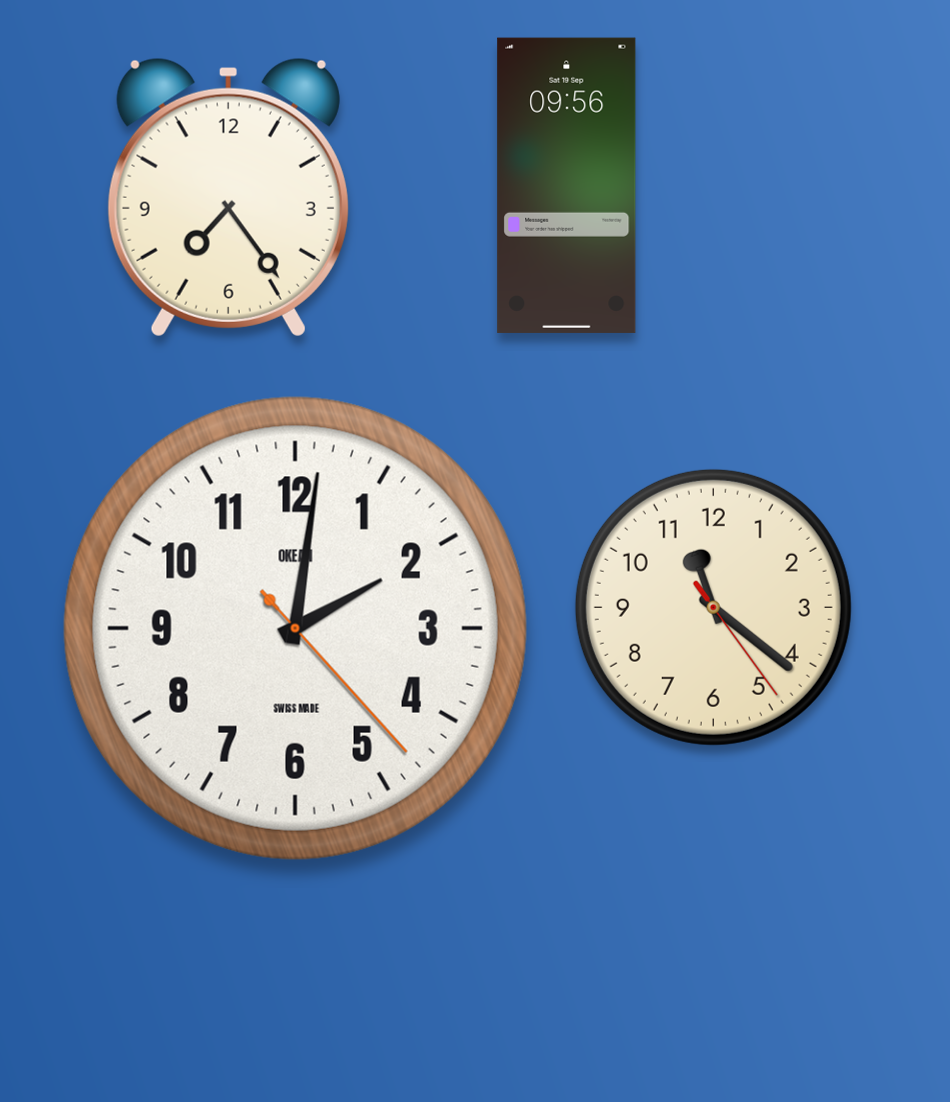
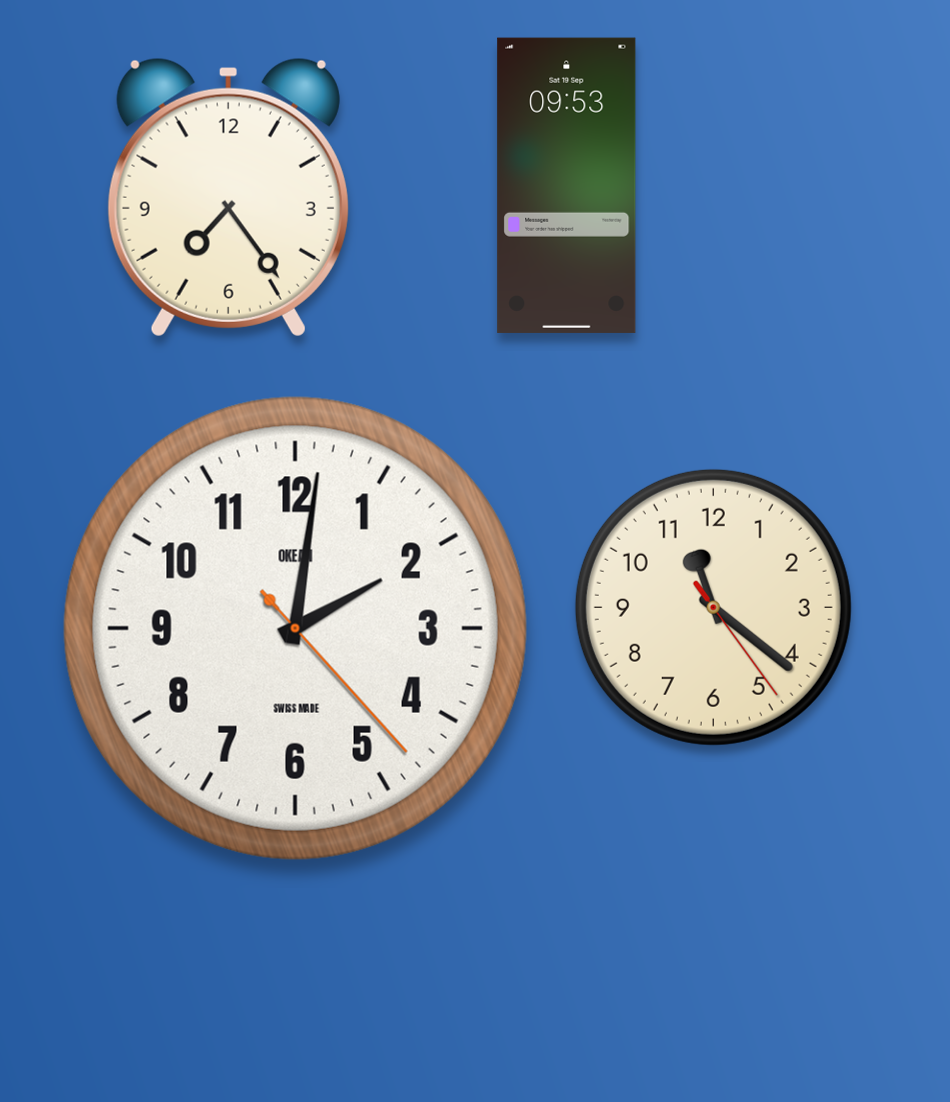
clock at (567, 185): 09:56 -> 09:53
